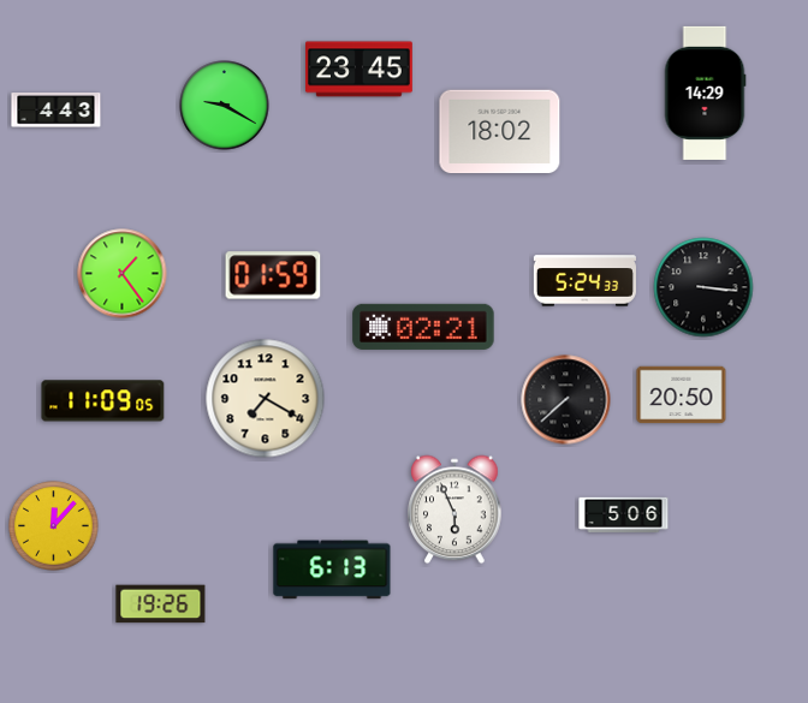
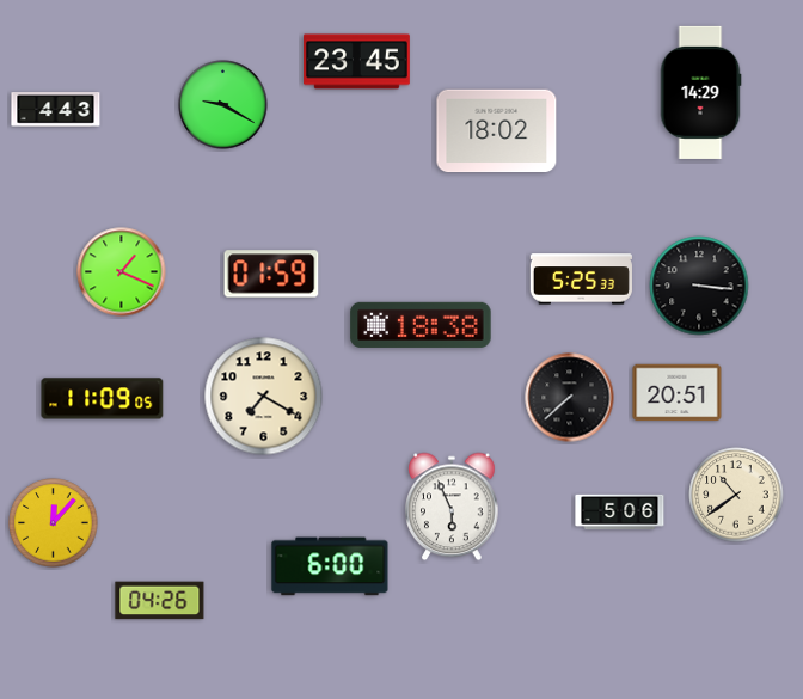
clock at (360, 70) position: (360, 70) -> (357, 62)
clock at (123, 274): 1:24 -> 1:19
clock at (584, 281): 5:24 -> 5:25
clock at (423, 327): 02:21 -> 18:38
clock at (682, 395): 20:50 -> 20:51
clock at (566, 400) position: (566, 400) -> (570, 398)
clock at (736, 495): none -> 10:39
clock at (332, 570): 6:13 -> 6:00
clock at (161, 604): 19:26 -> 04:26
